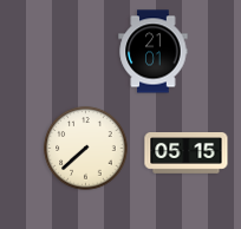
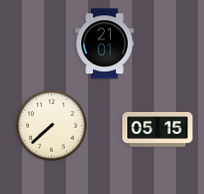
clock at (154, 52) position: (154, 52) -> (105, 44)
clock at (86, 149) position: (86, 149) -> (52, 126)
